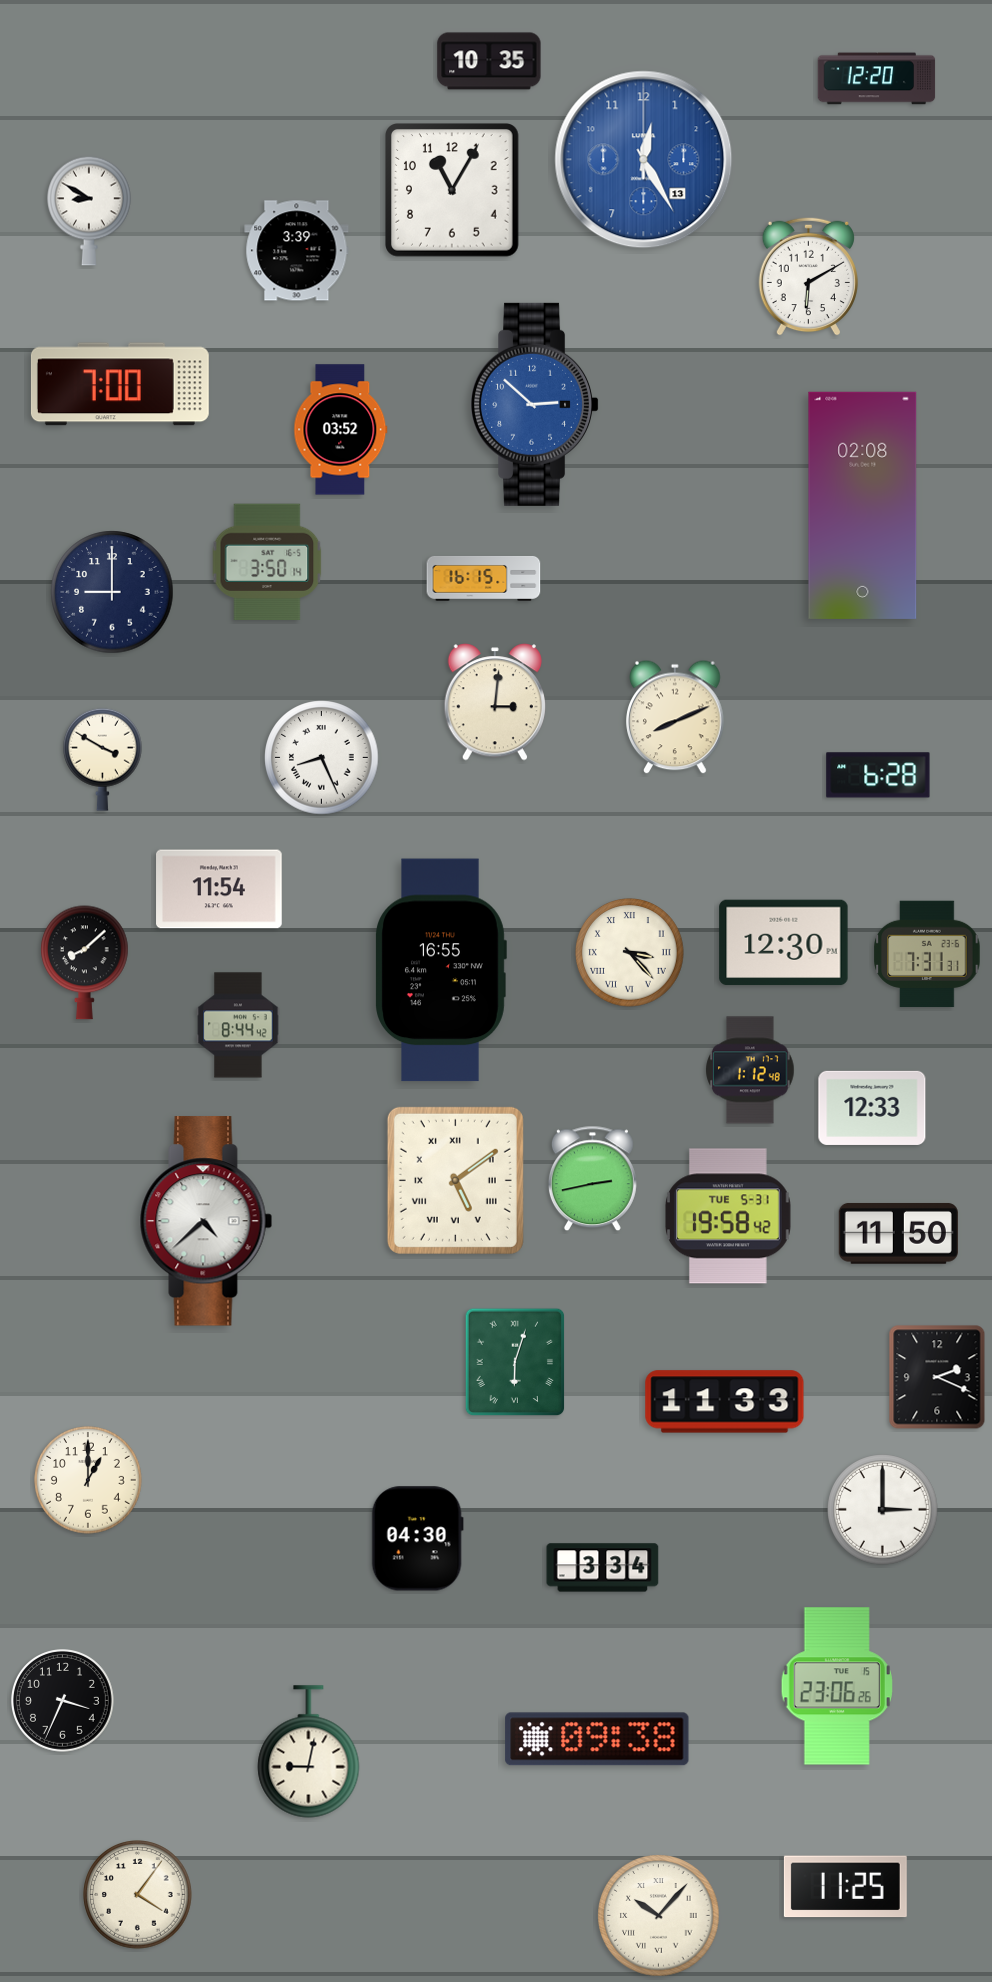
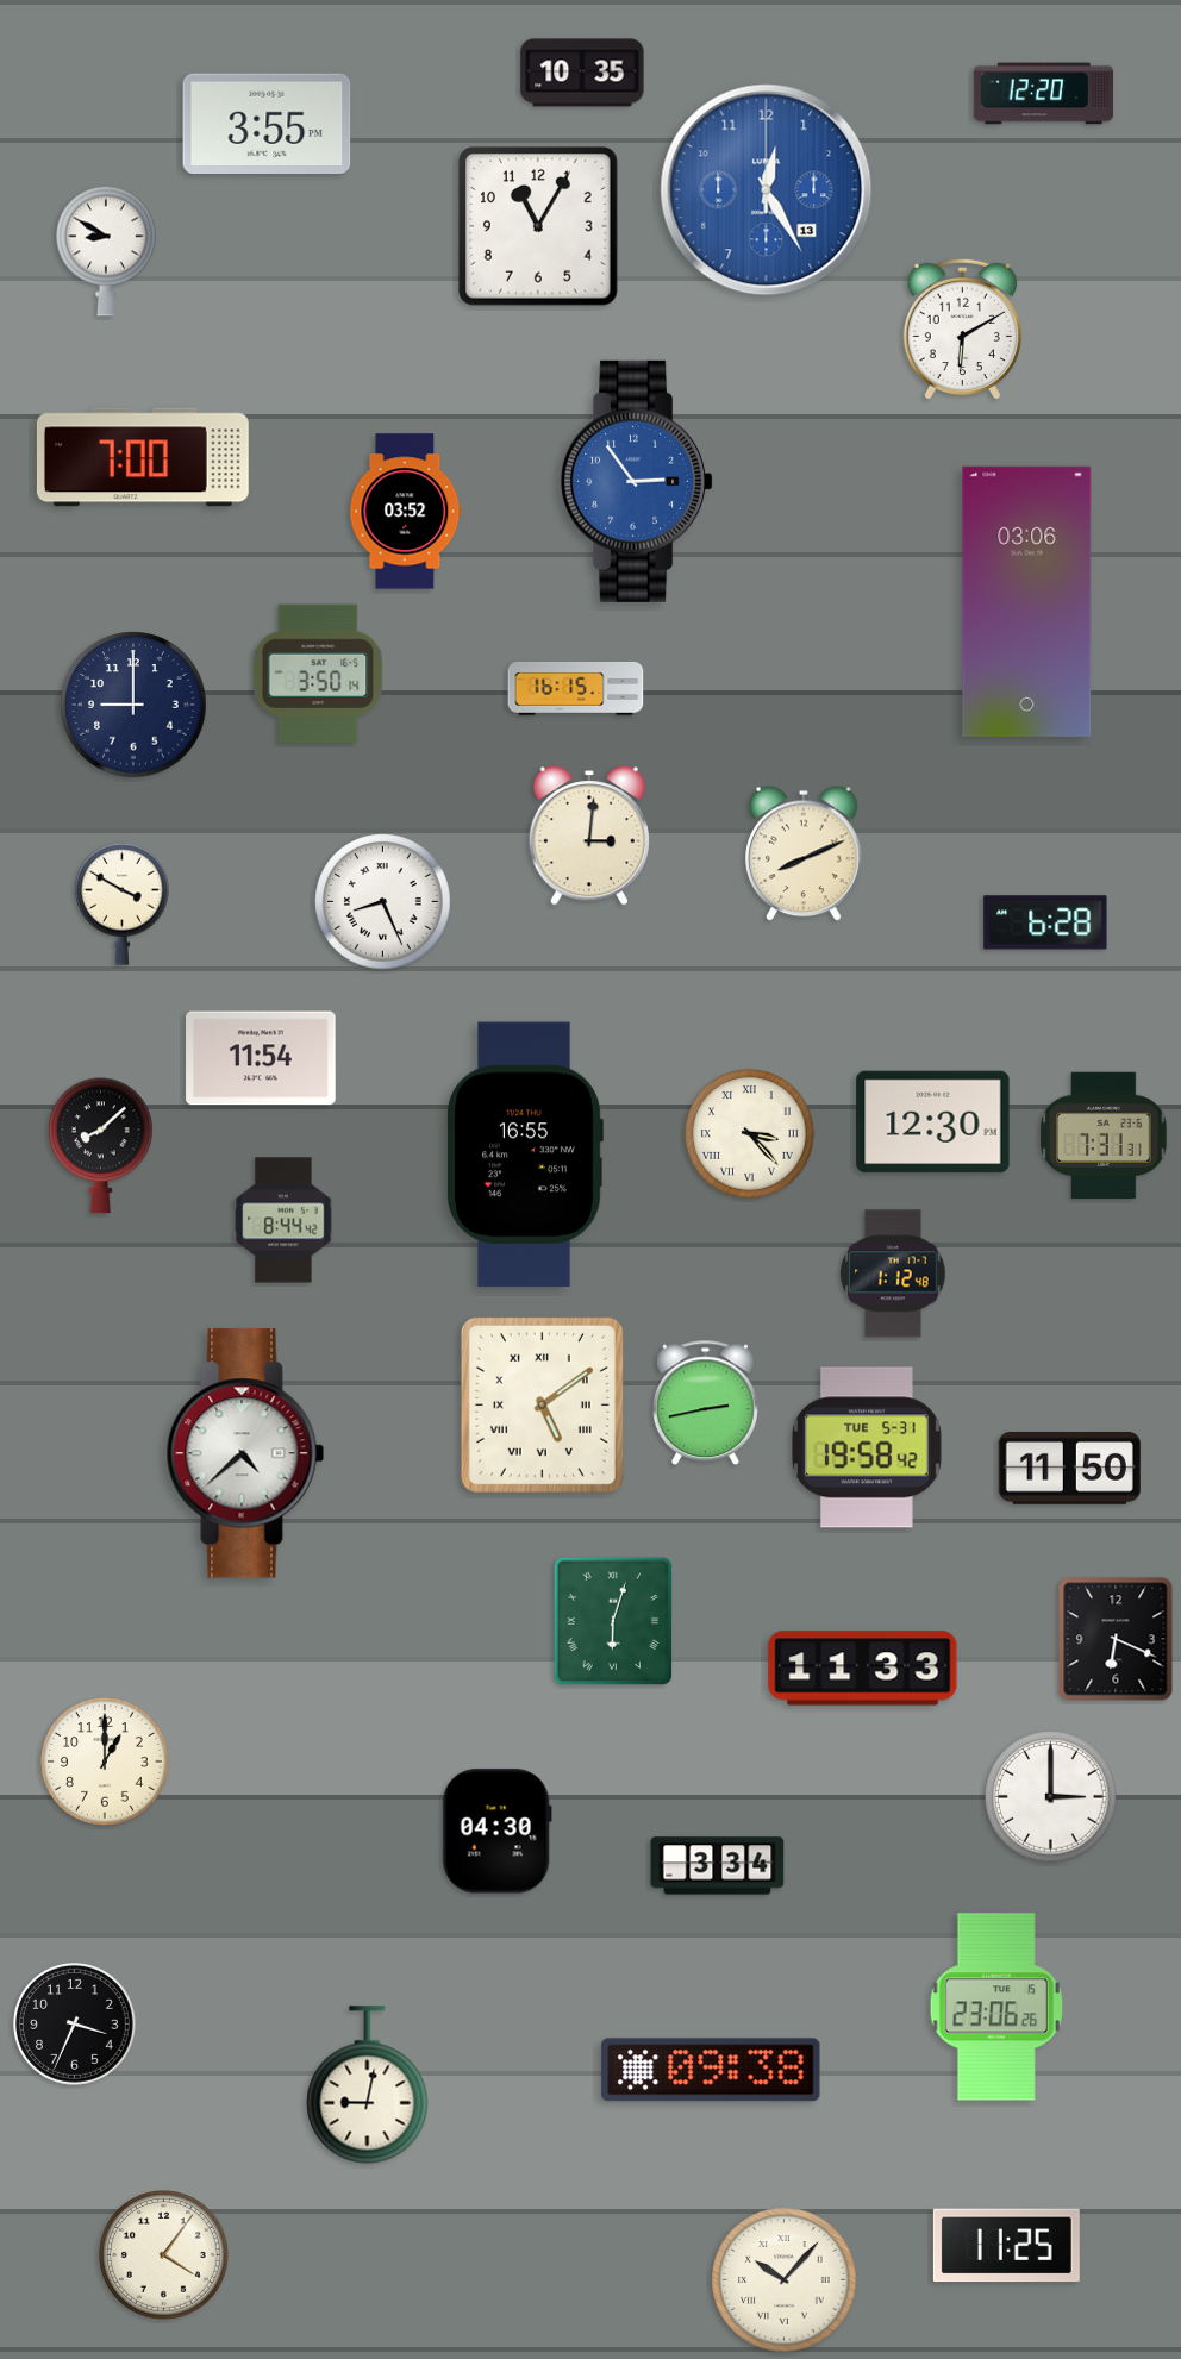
clock at (267, 123): none -> 3:55
clock at (297, 251): 3:39 -> none
clock at (534, 404): 2:52 -> 2:54
clock at (863, 505): 02:08 -> 03:06
clock at (267, 562) position: (267, 562) -> (318, 674)
clock at (872, 1108): 12:33 -> none
clock at (937, 1377): 2:19 -> 6:19
